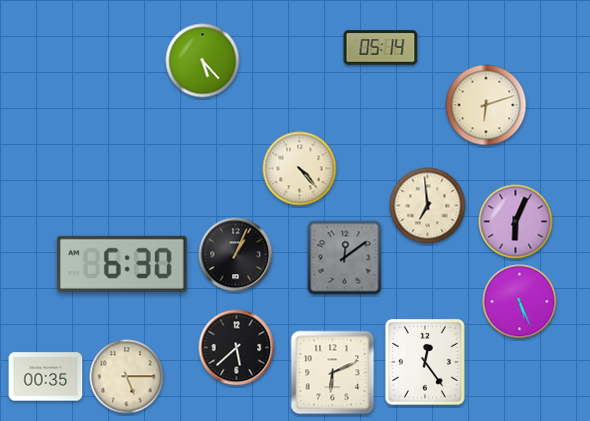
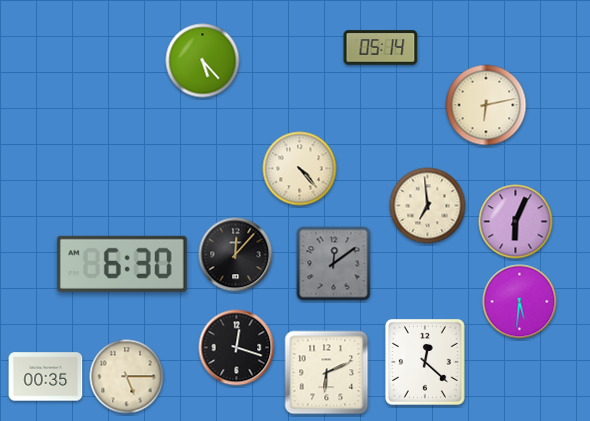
clock at (486, 105): 6:12 -> 6:13
clock at (236, 255): 1:04 -> 12:07
clock at (345, 258) position: (345, 258) -> (334, 264)
clock at (520, 302): 5:26 -> 5:31
clock at (237, 348): 5:38 -> 12:18
clock at (425, 362): 12:24 -> 12:22
clock at (333, 373) position: (333, 373) -> (327, 373)
